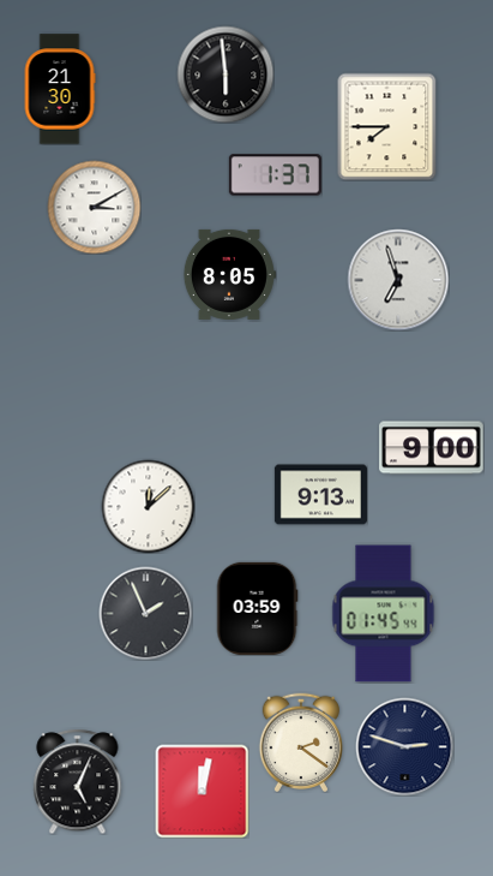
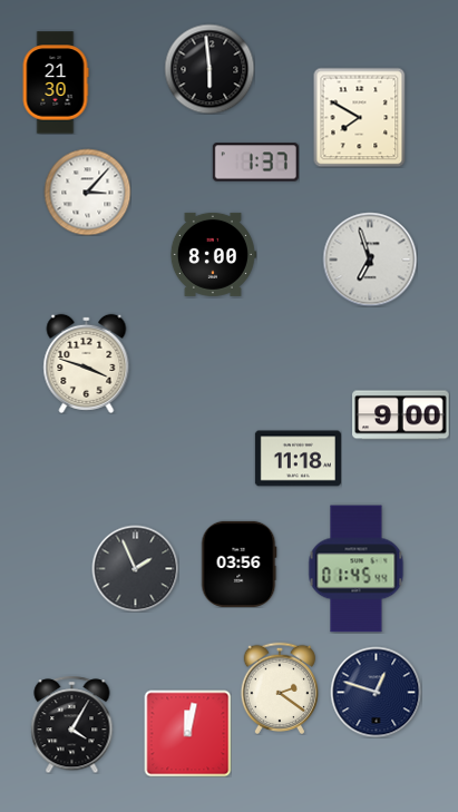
clock at (387, 126): 7:45 -> 7:50
clock at (94, 207): 3:10 -> 3:07
clock at (229, 274): 8:05 -> 8:00
clock at (87, 363): none -> 3:48
clock at (320, 495): 9:13 -> 11:18
clock at (148, 506): 12:08 -> none
clock at (257, 608): 03:59 -> 03:56
clock at (404, 746): 2:48 -> 12:48
clock at (78, 781): 5:04 -> 4:05
